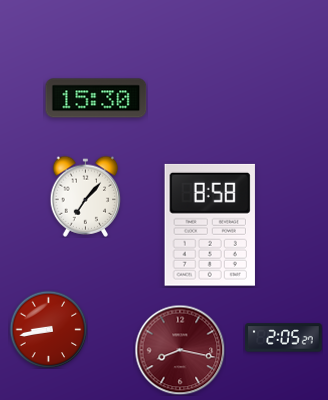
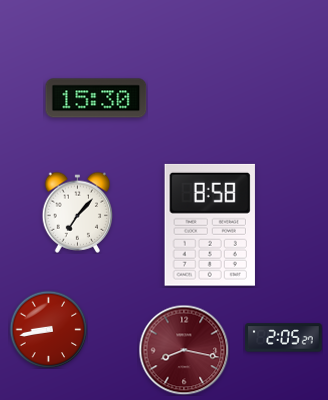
clock at (86, 196) position: (86, 196) -> (78, 212)
clock at (180, 350) position: (180, 350) -> (184, 350)
